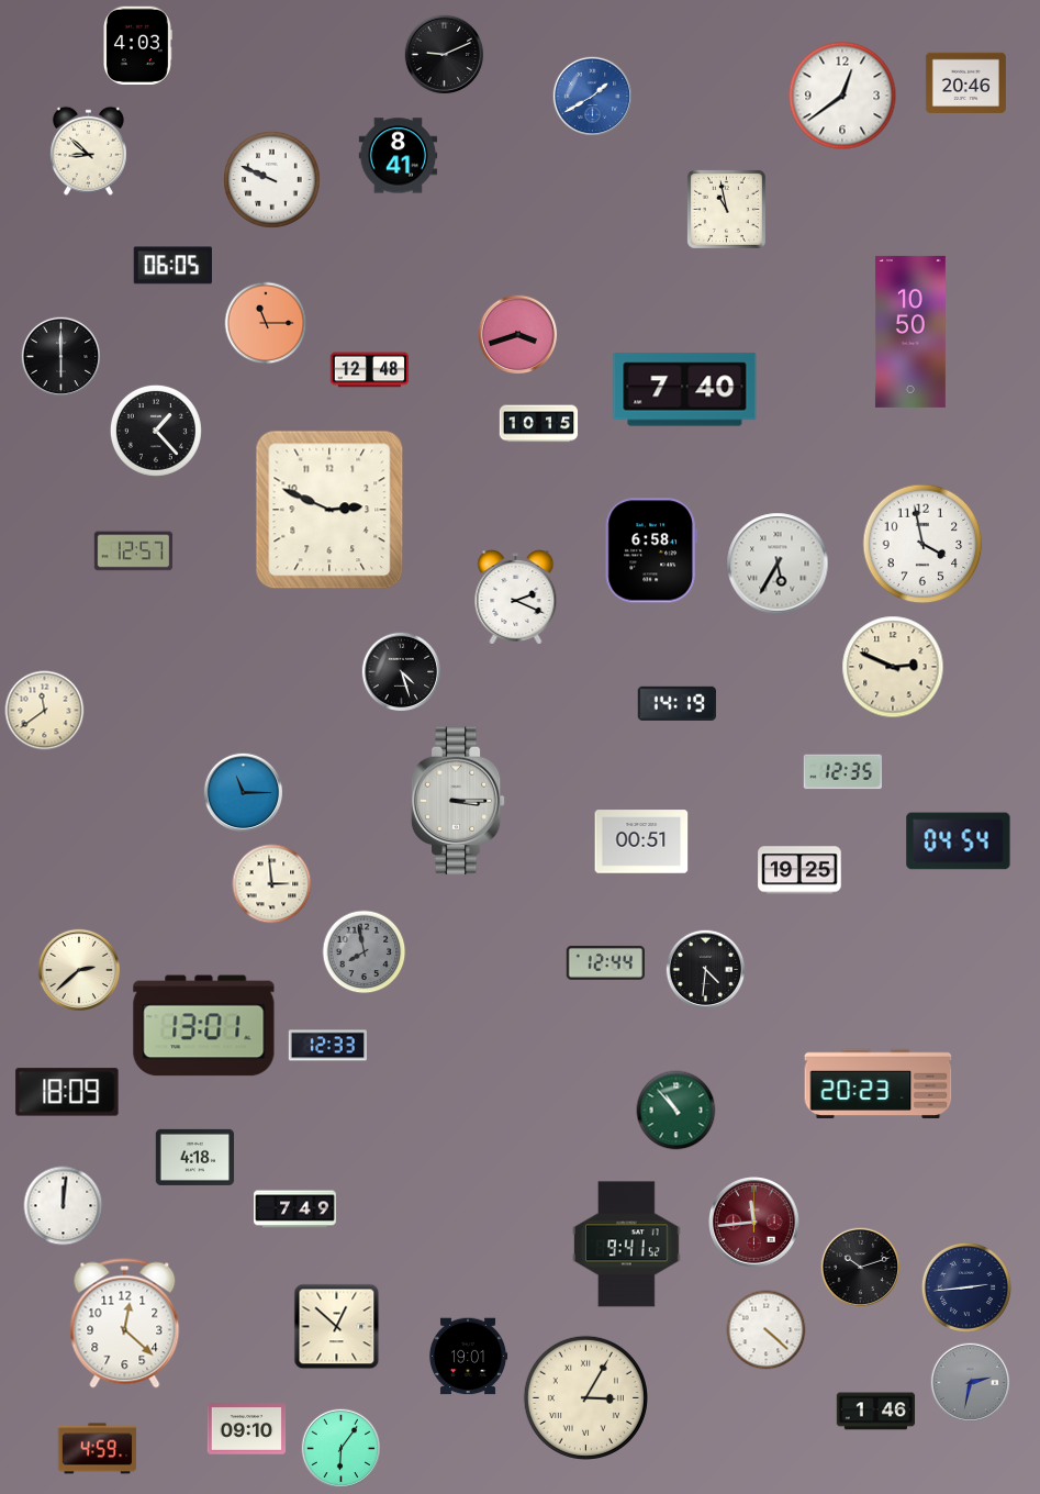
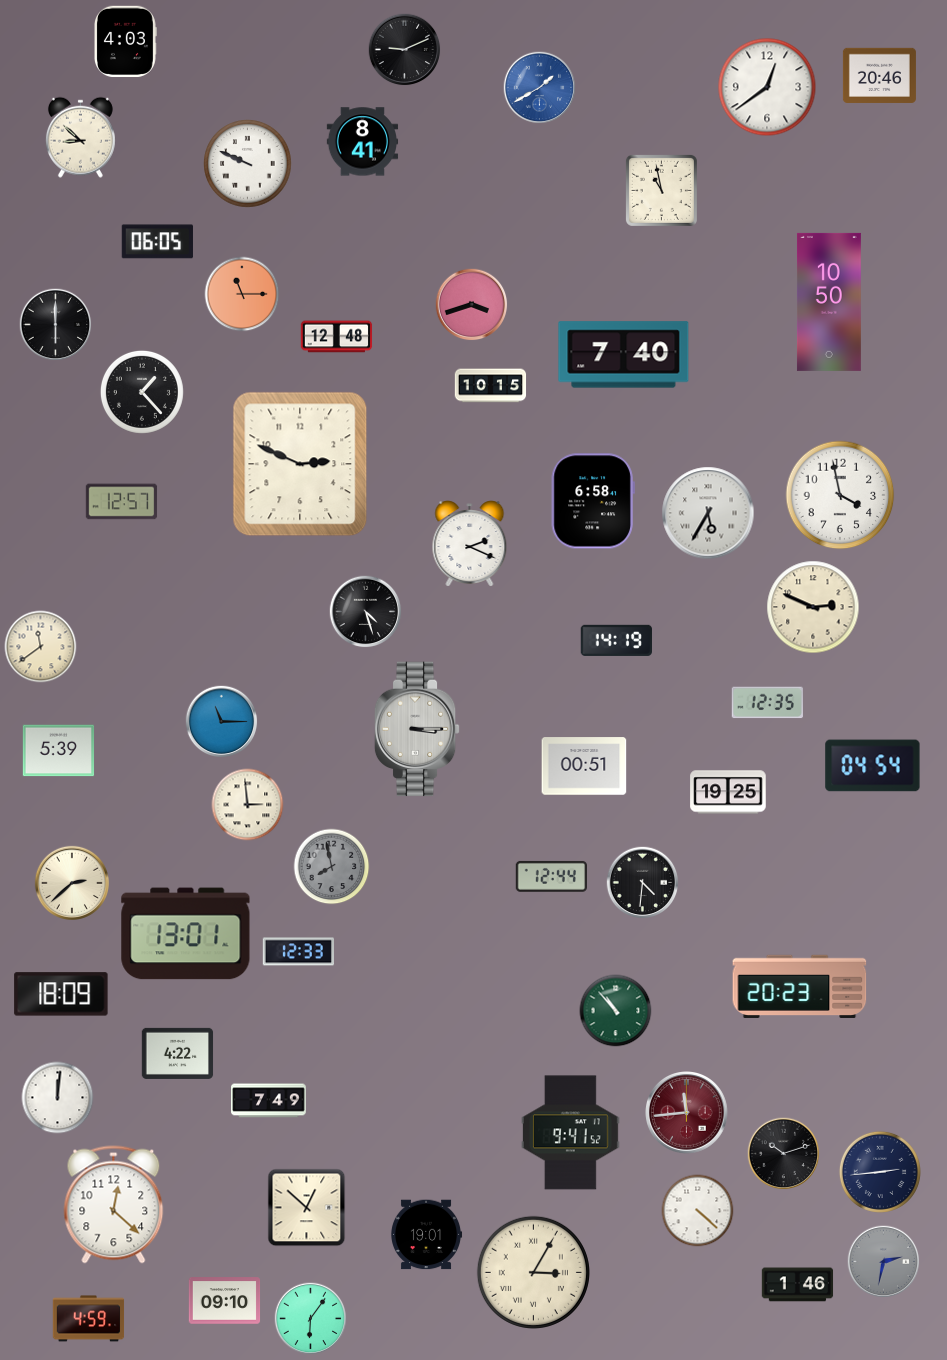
clock at (59, 751): none -> 5:39
clock at (195, 1157): 4:18 -> 4:22
clock at (971, 1383) position: (971, 1383) -> (884, 1262)
